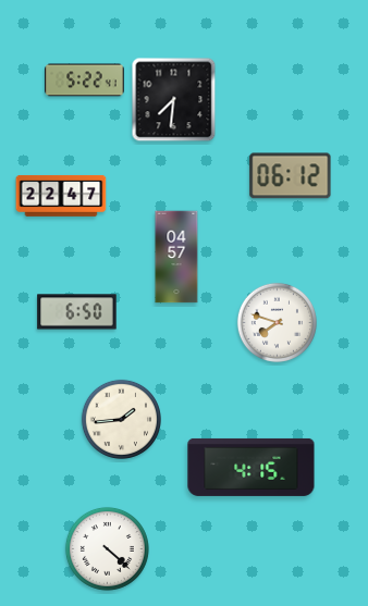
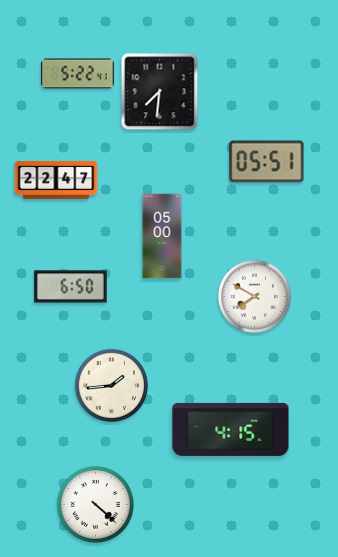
clock at (291, 176): 06:12 -> 05:51
clock at (176, 257): 04:57 -> 05:00
clock at (277, 322): 7:48 -> 7:50
clock at (107, 548) position: (107, 548) -> (95, 504)
